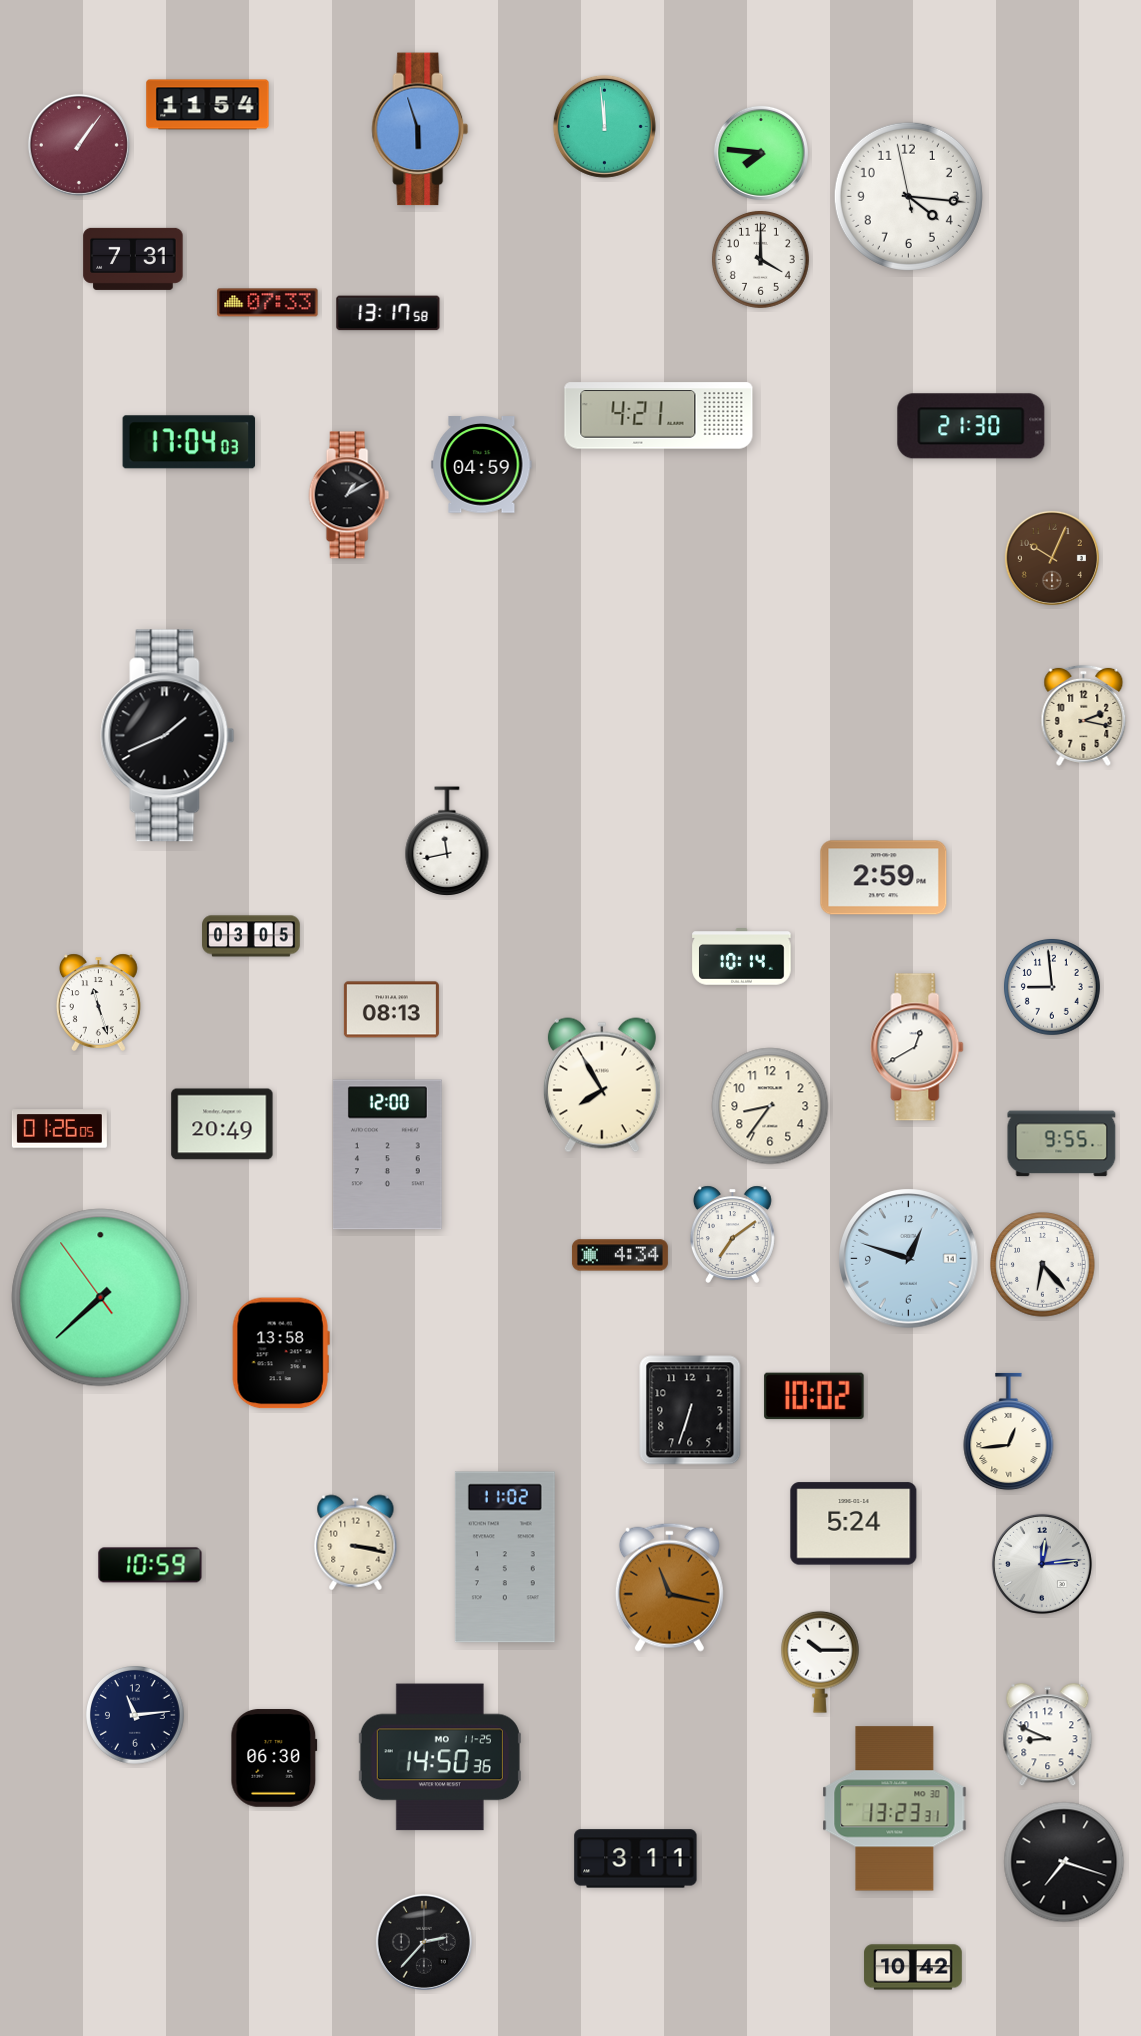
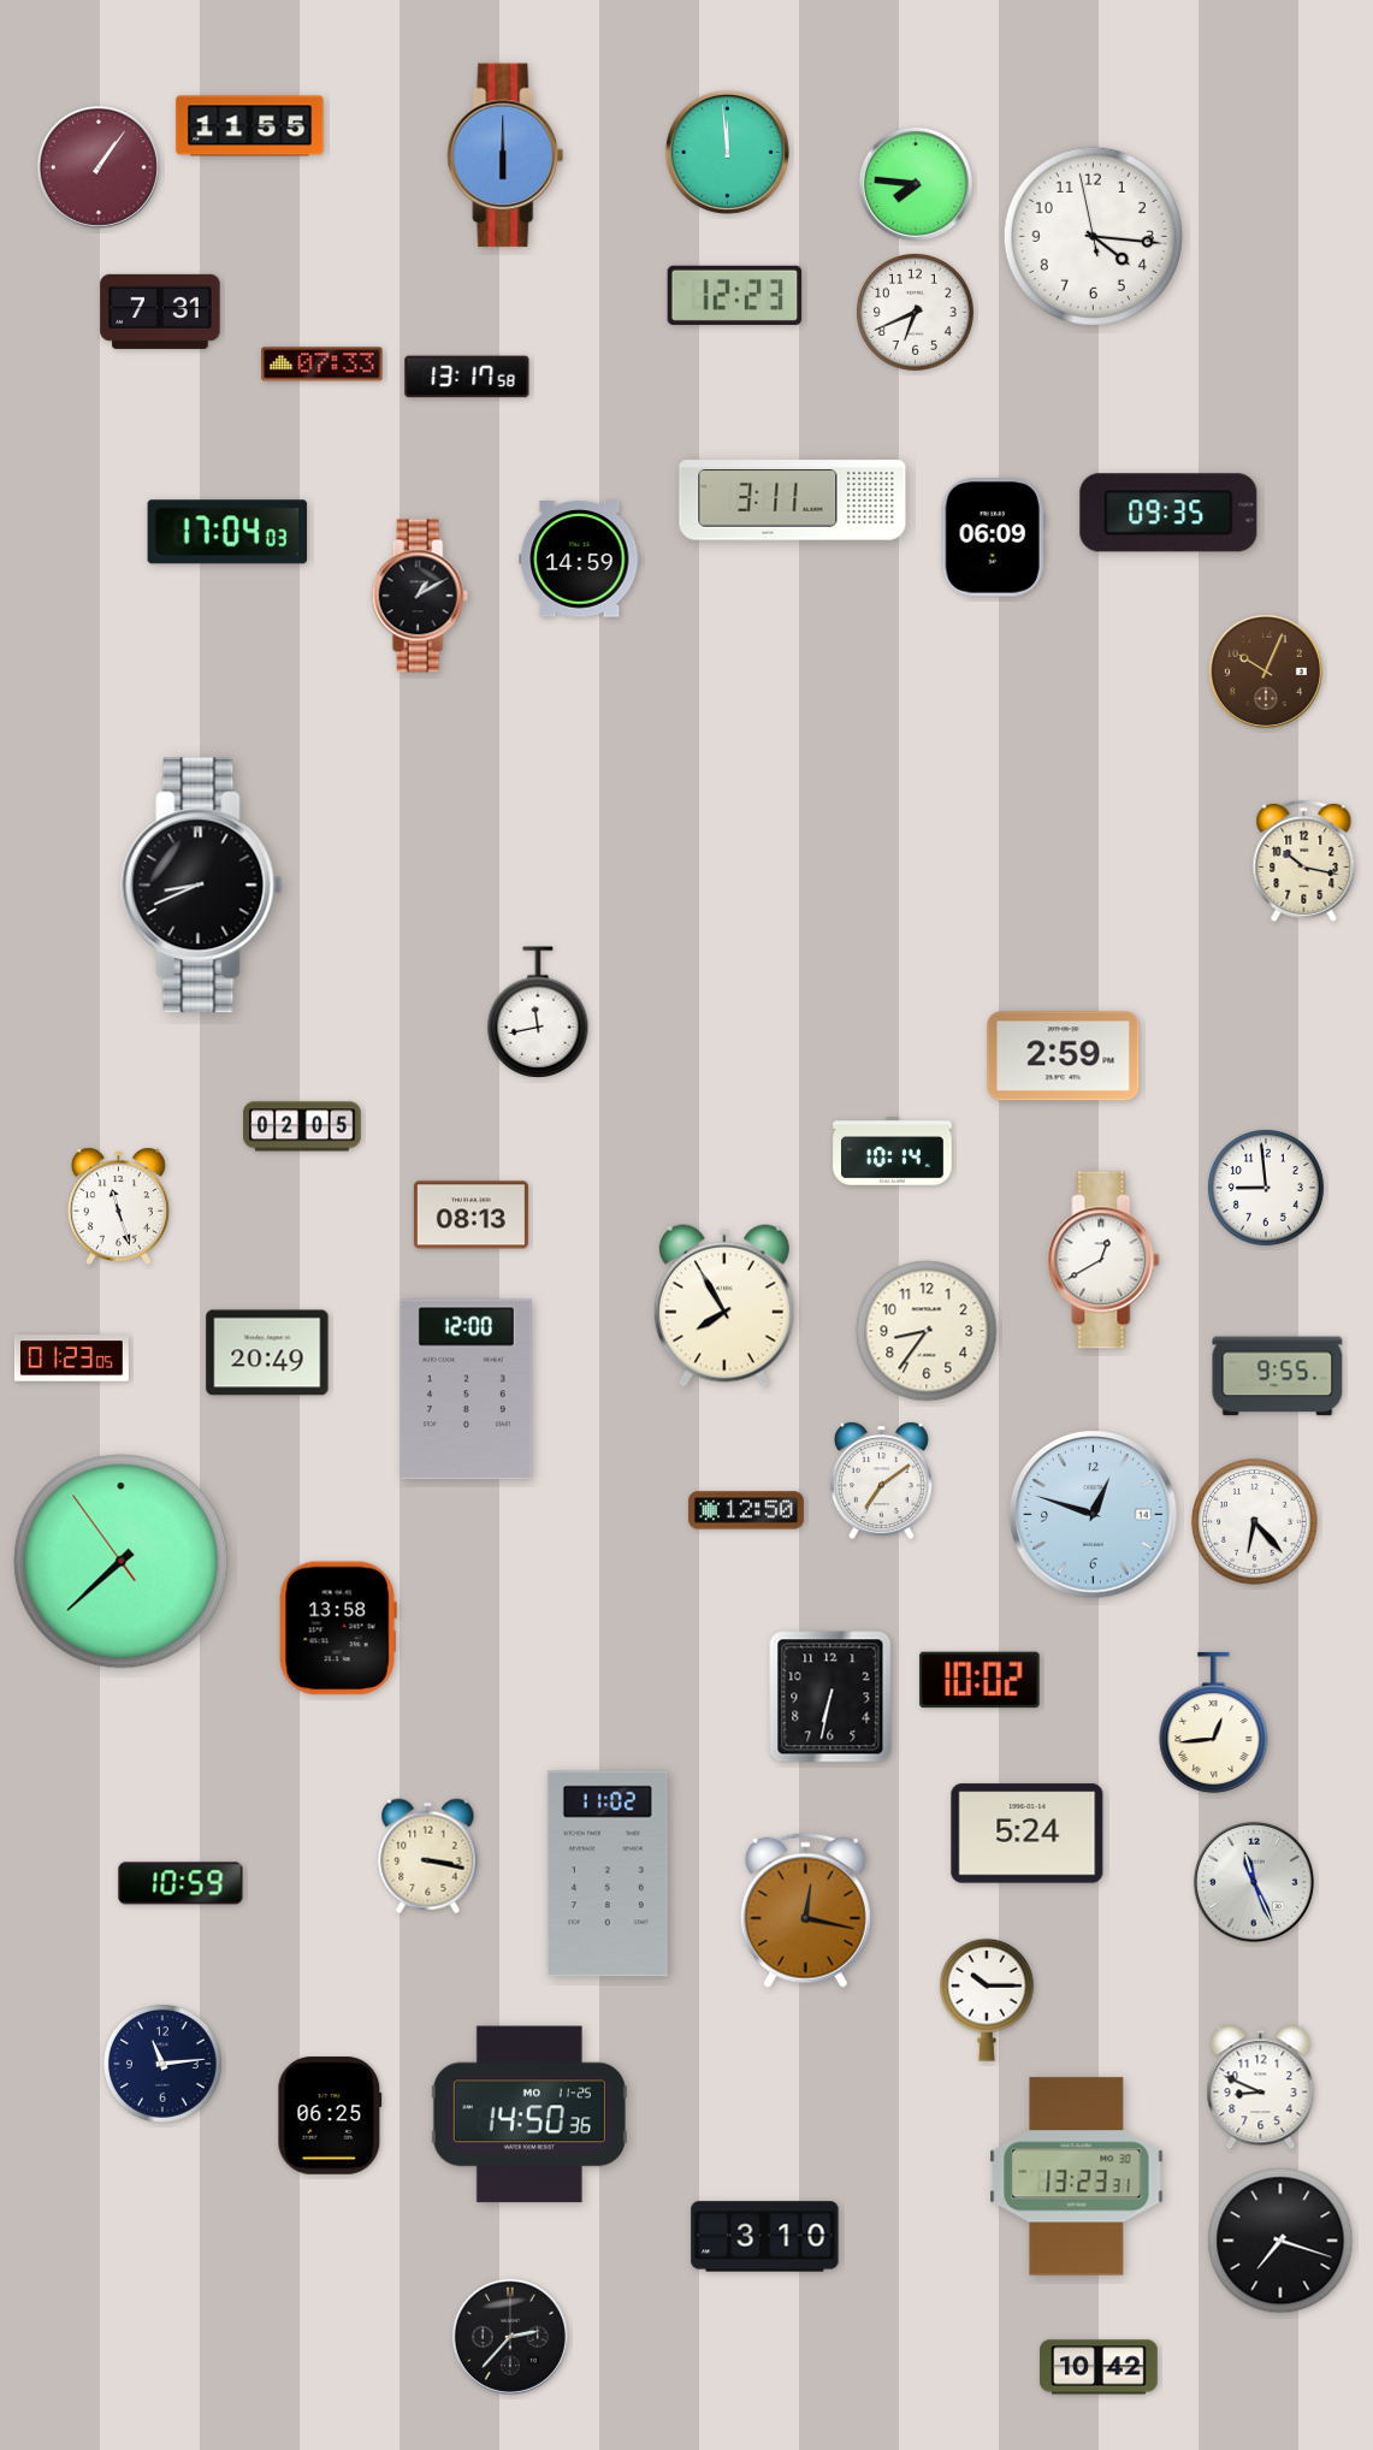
clock at (208, 105): 11:54 -> 11:55
clock at (420, 129): 5:57 -> 6:00
clock at (79, 145) position: (79, 145) -> (99, 167)
clock at (735, 295): none -> 12:23
clock at (760, 259): 4:00 -> 6:41
clock at (659, 416): 4:21 -> 3:11
clock at (971, 426): 21:30 -> 09:35
clock at (993, 538): none -> 06:09
clock at (482, 465): 04:59 -> 14:59
clock at (1084, 715): 2:17 -> 10:17
clock at (168, 736): 1:41 -> 8:41
clock at (251, 936): 03:05 -> 02:05
clock at (59, 1129): 01:26 -> 01:23
clock at (732, 1234) position: (732, 1234) -> (881, 1480)
clock at (620, 1255): 4:34 -> 12:50
clock at (690, 1410): 6:33 -> 6:32
clock at (1042, 1564): 12:14 -> 11:26
clock at (669, 1587): 11:17 -> 12:17
clock at (274, 1758): 06:30 -> 06:25
clock at (636, 1859): 3:11 -> 3:10
